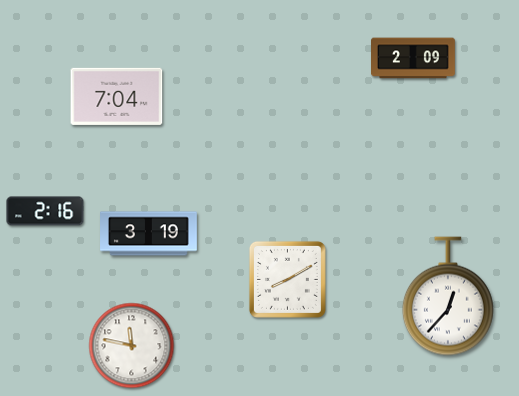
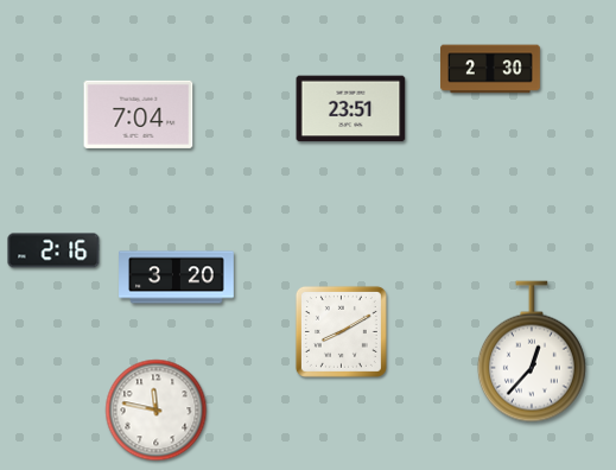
clock at (414, 58): 2:09 -> 2:30
clock at (351, 109): none -> 23:51
clock at (149, 234): 3:19 -> 3:20
